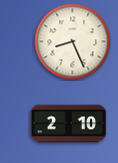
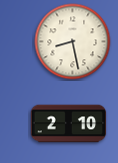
clock at (73, 42): 8:26 -> 8:28
